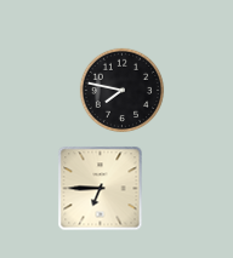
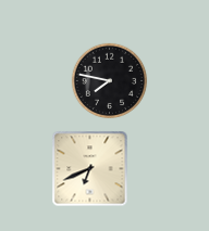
clock at (101, 189): 6:45 -> 6:41
